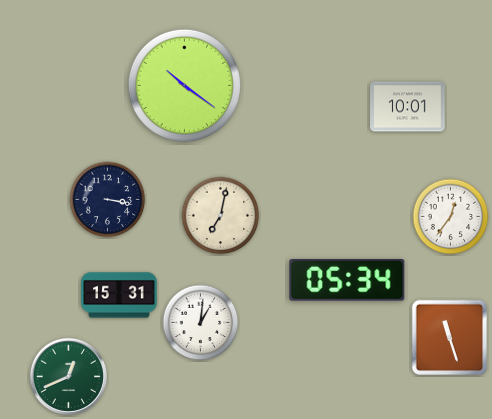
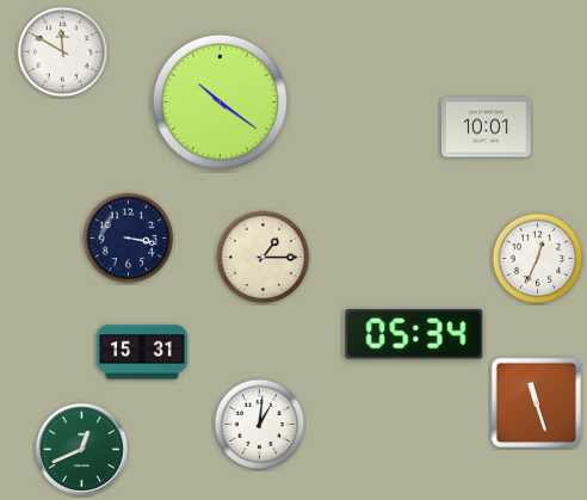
clock at (63, 53): none -> 11:50
clock at (221, 216): 7:02 -> 1:15
clock at (451, 217): 12:36 -> 12:34
clock at (201, 323) position: (201, 323) -> (260, 425)
